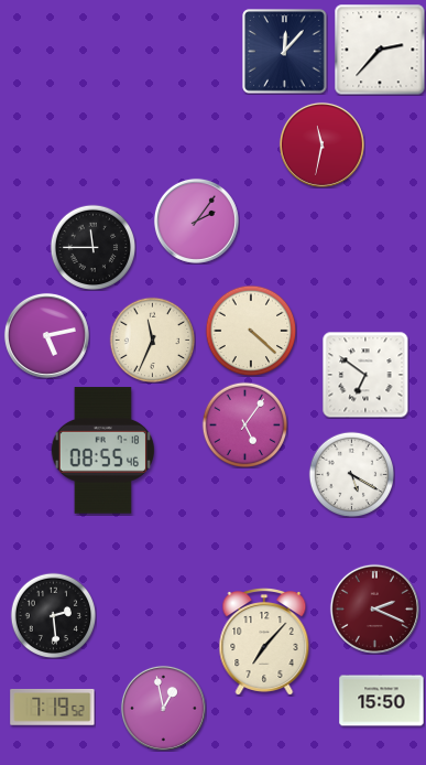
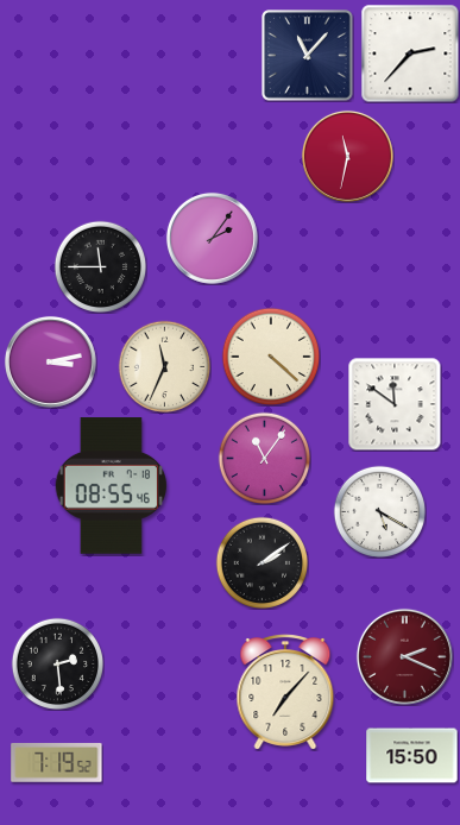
clock at (285, 52): 12:07 -> 11:07
clock at (46, 335): 5:13 -> 3:13
clock at (365, 375): 6:51 -> 11:51
clock at (244, 424): 5:06 -> 11:06
clock at (261, 562): none -> 2:09
clock at (163, 708): 12:58 -> none
